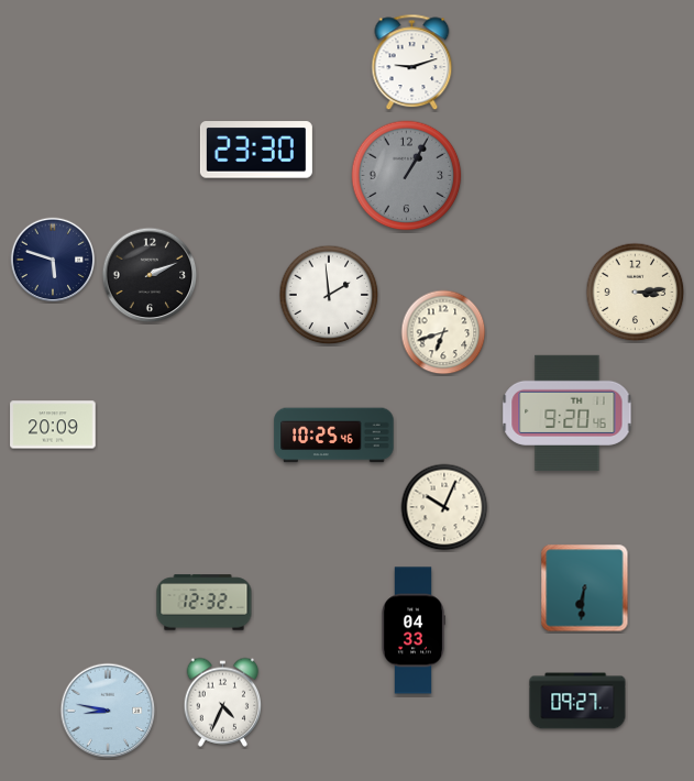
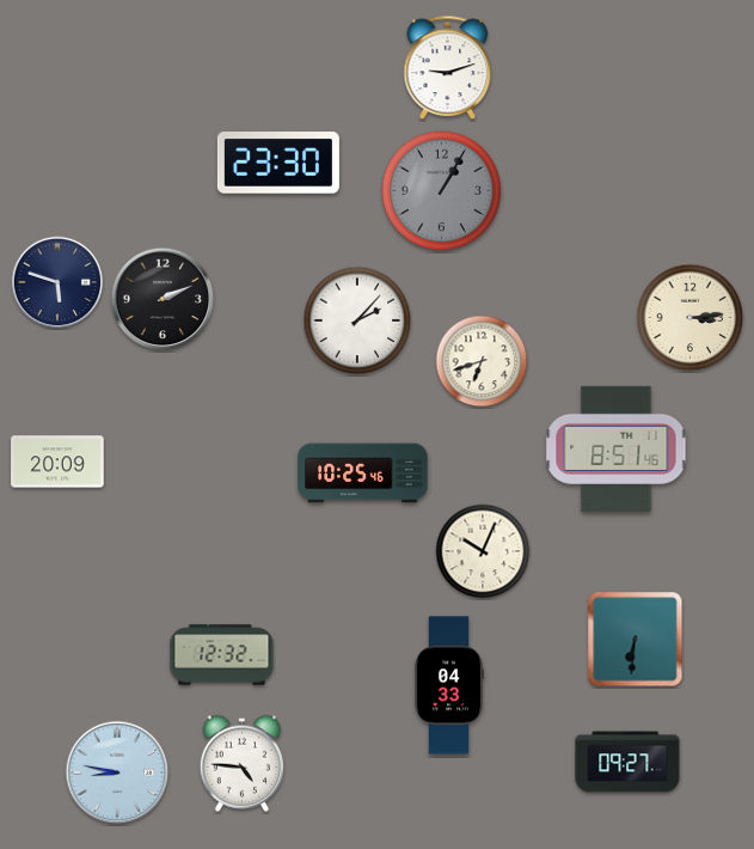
clock at (329, 295): 1:59 -> 2:07
clock at (568, 413): 9:20 -> 8:51
clock at (223, 702): 4:34 -> 4:46
